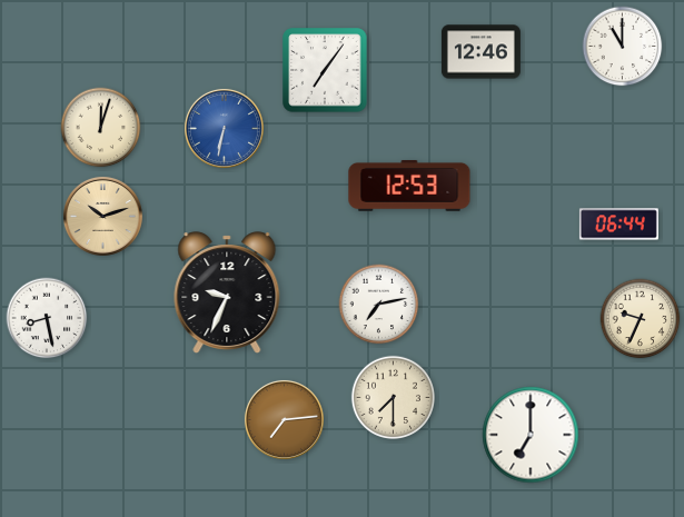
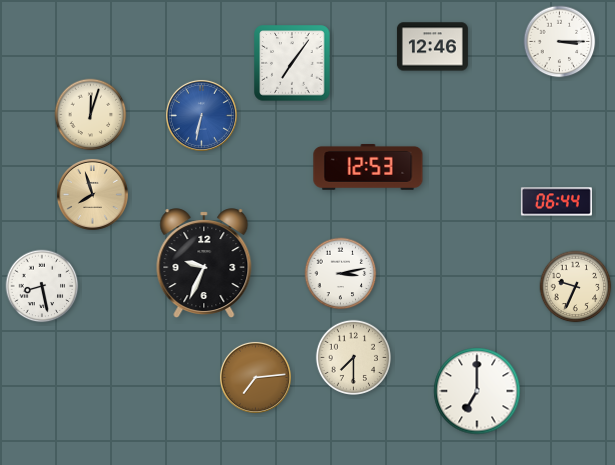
clock at (623, 47): 11:00 -> 3:15
clock at (102, 216): 10:12 -> 7:57
clock at (379, 305): 7:13 -> 3:13
